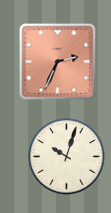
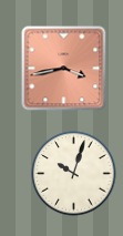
clock at (58, 62): 2:34 -> 3:43
